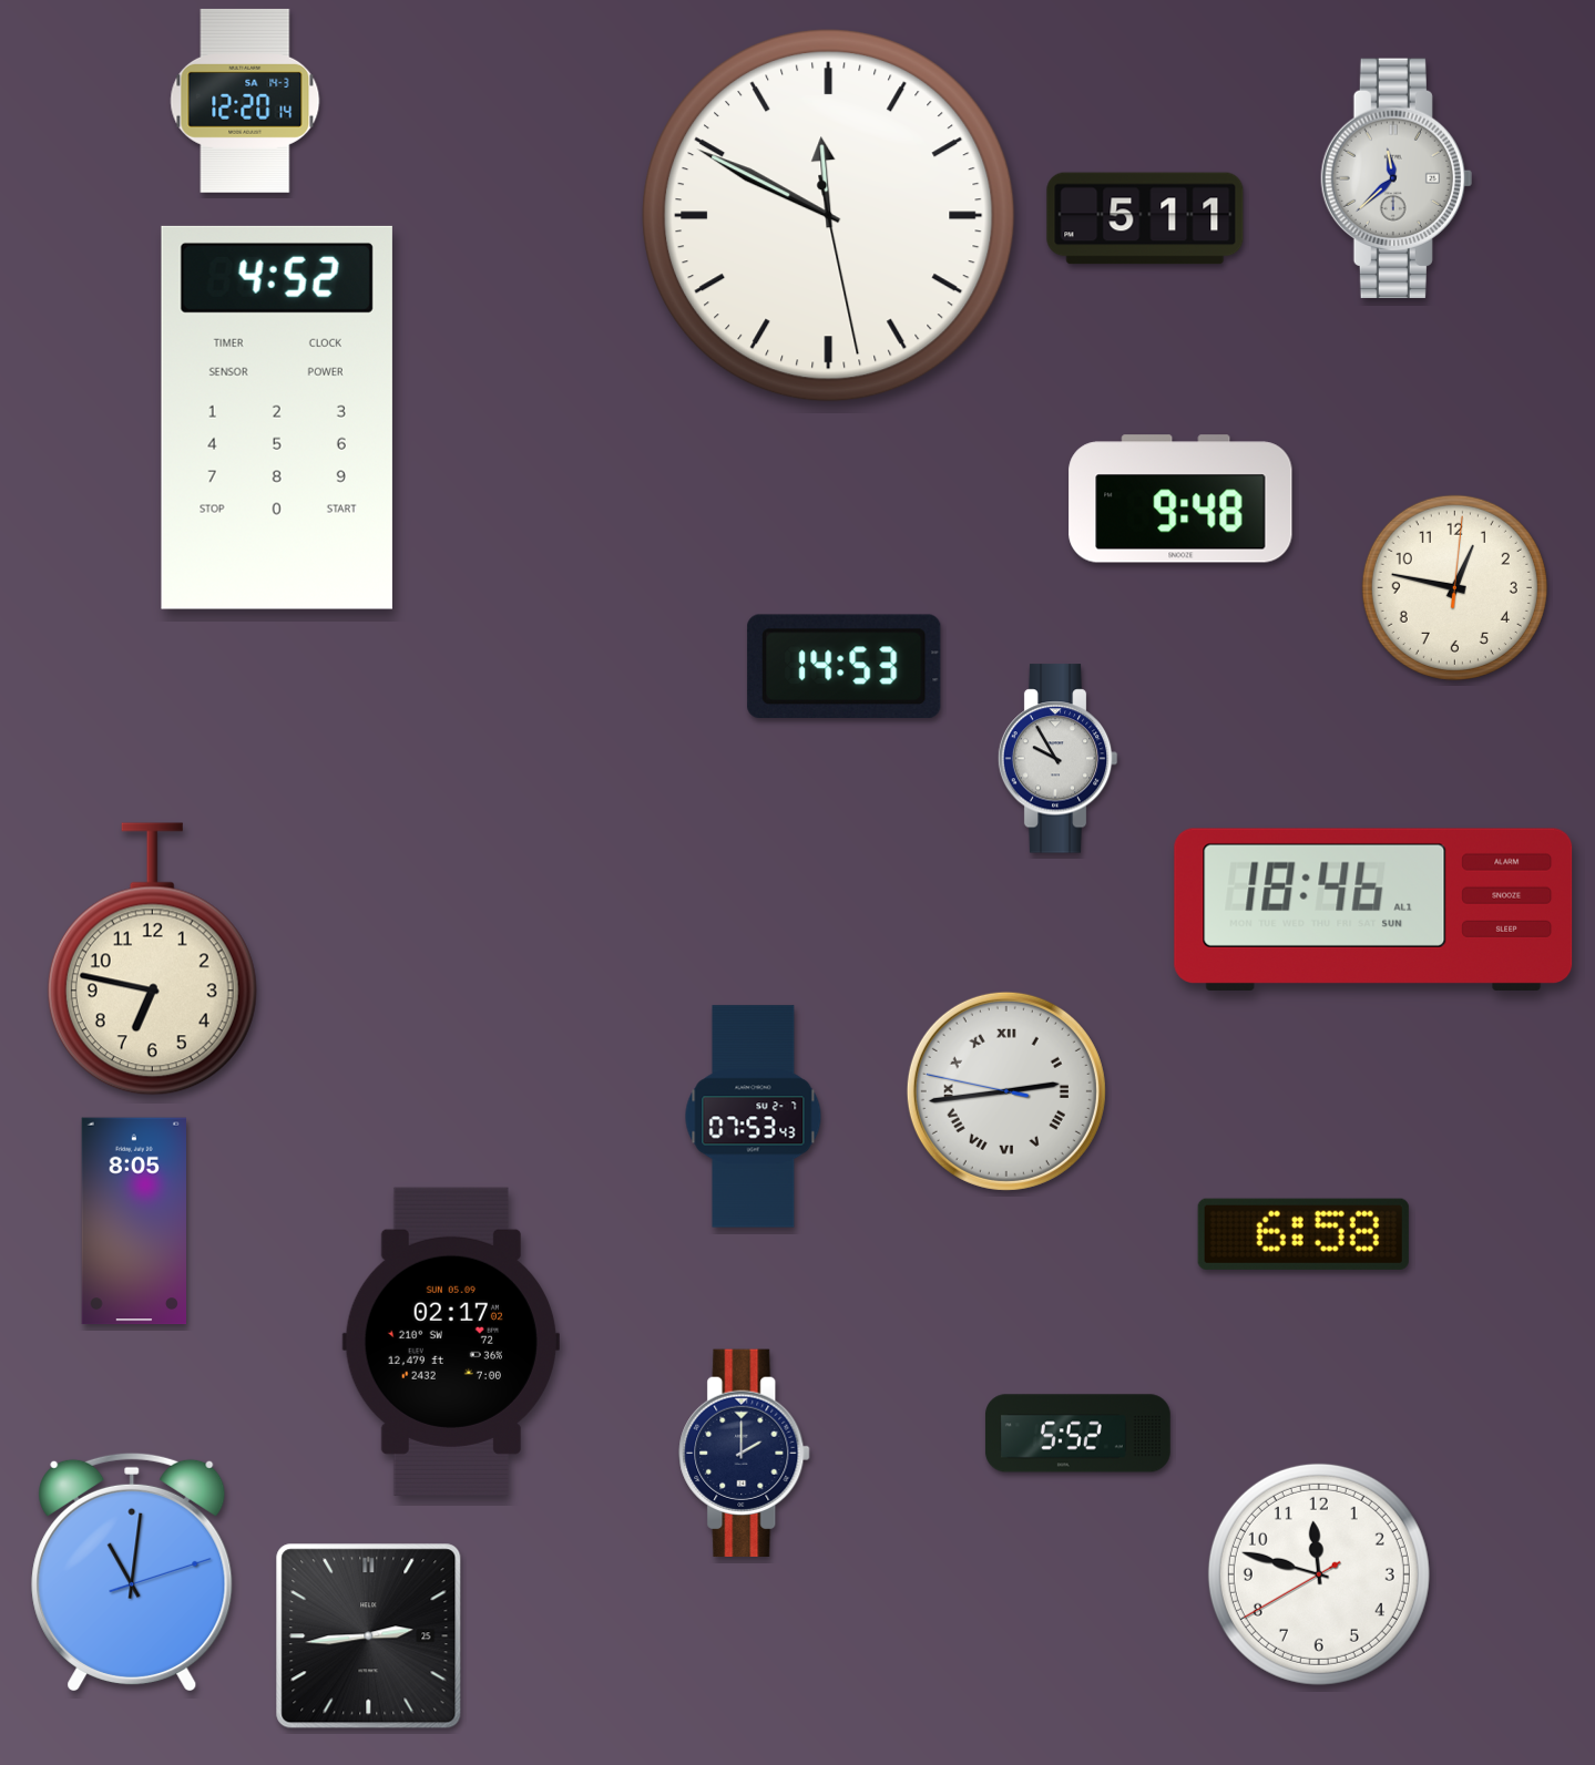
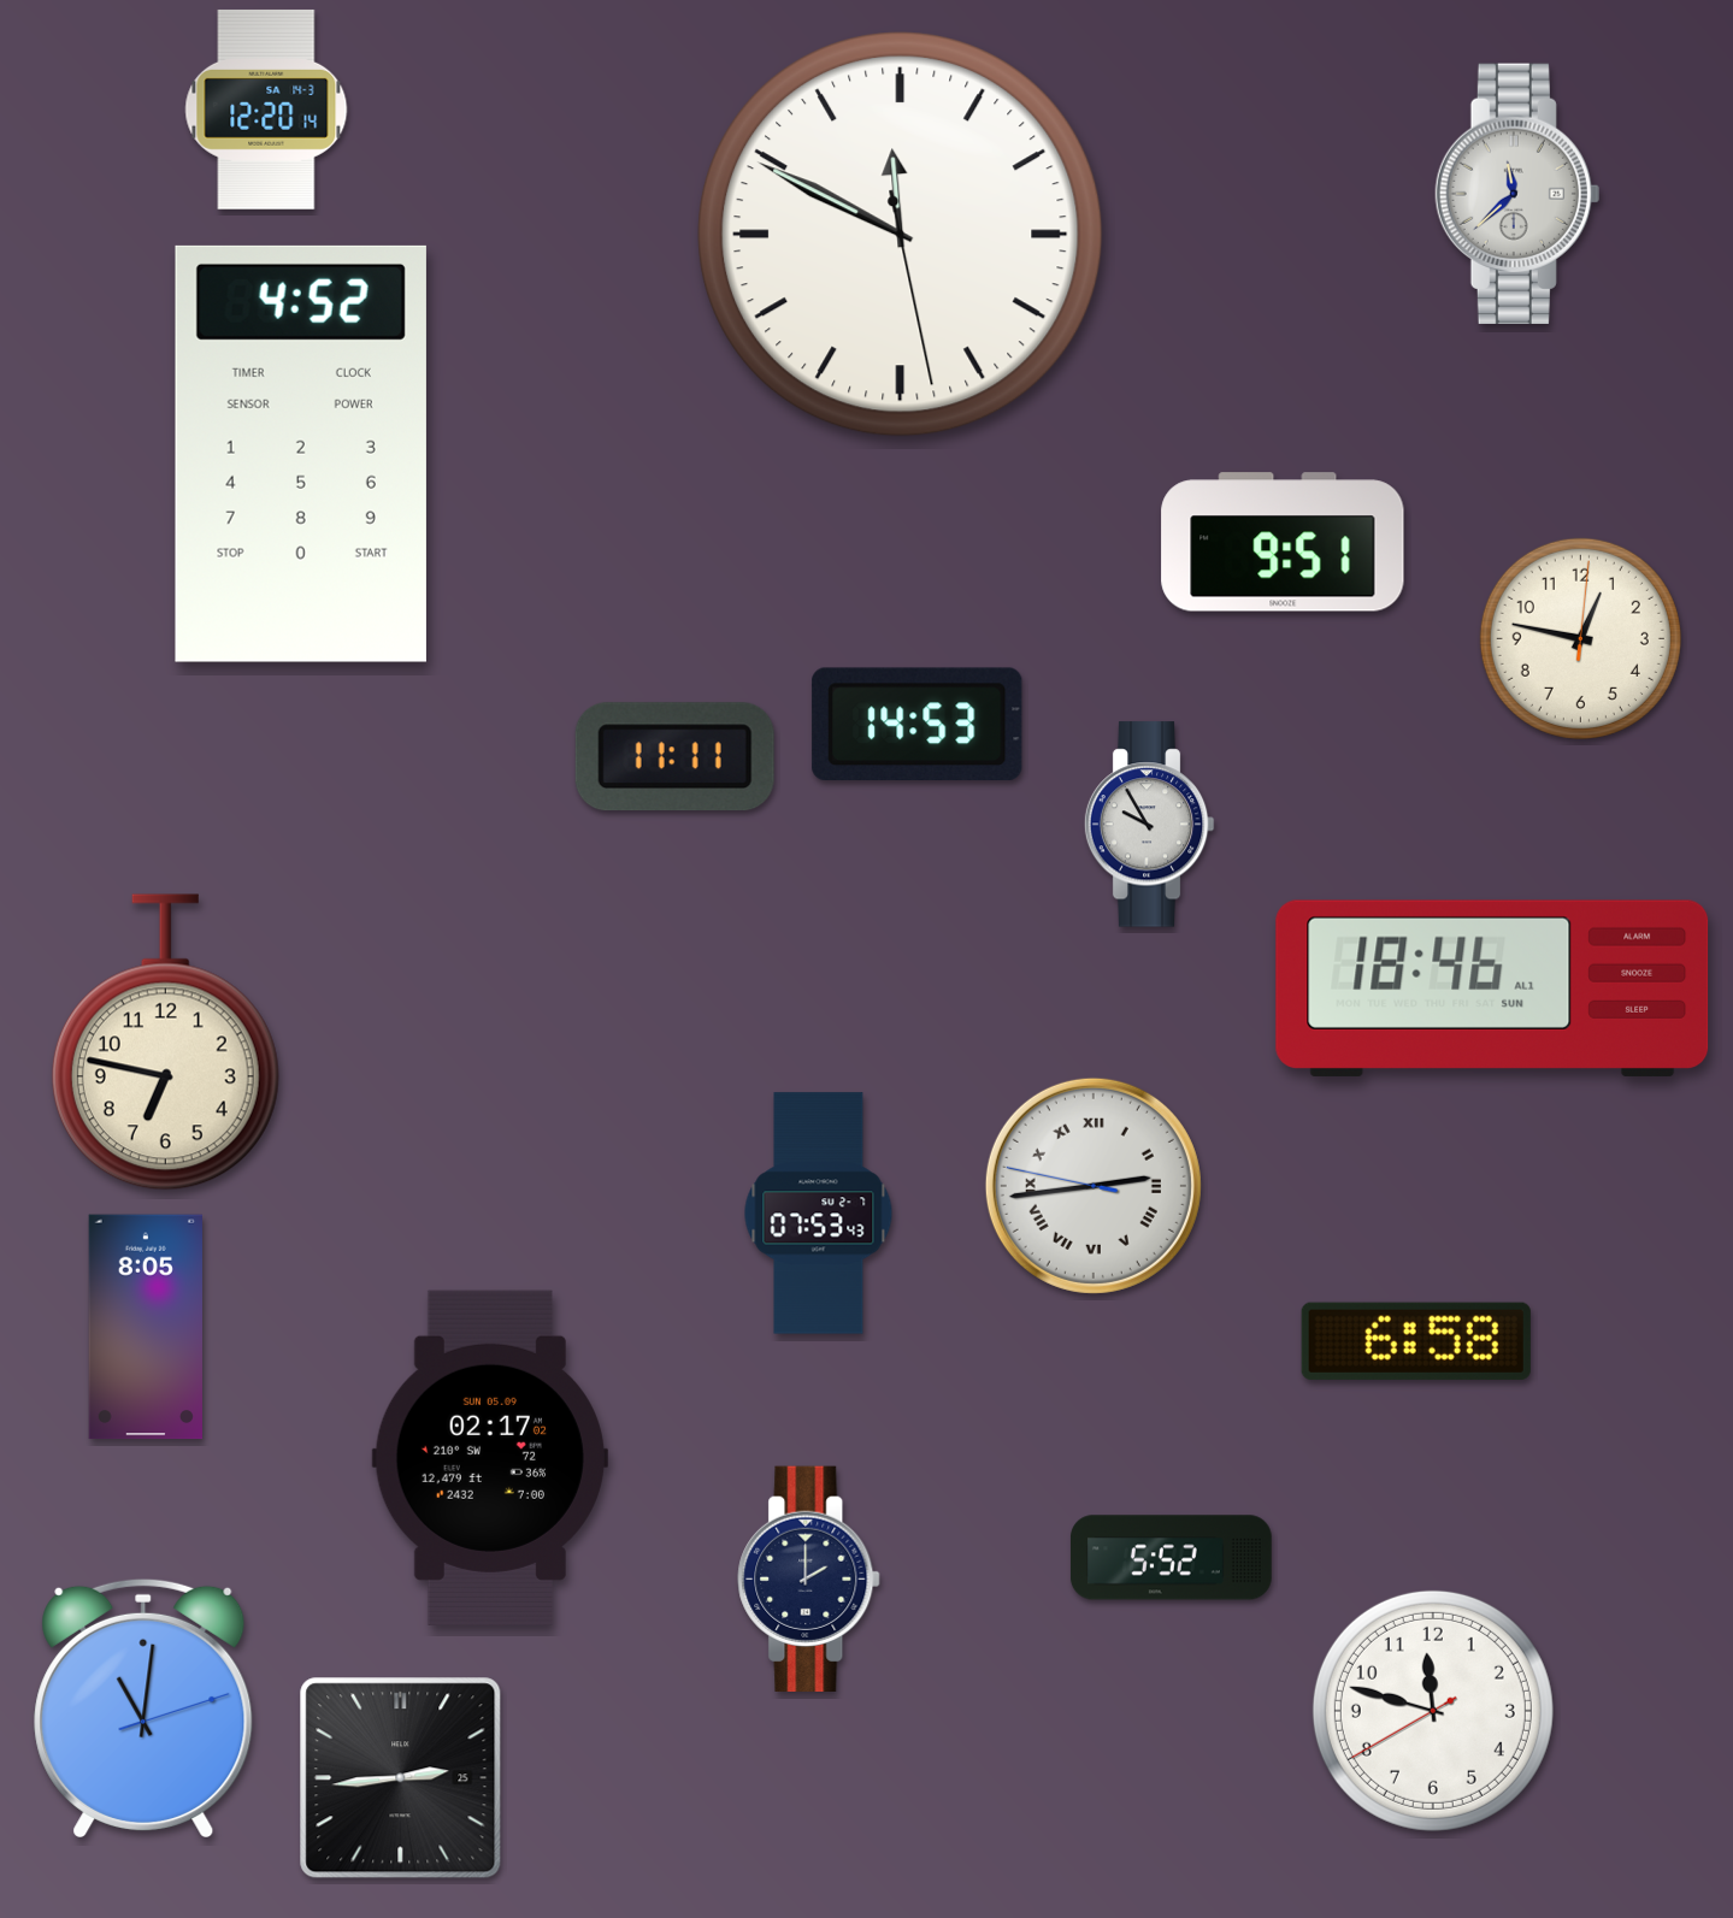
clock at (1145, 218): 5:11 -> none
clock at (1180, 499): 9:48 -> 9:51
clock at (674, 757): none -> 11:11
